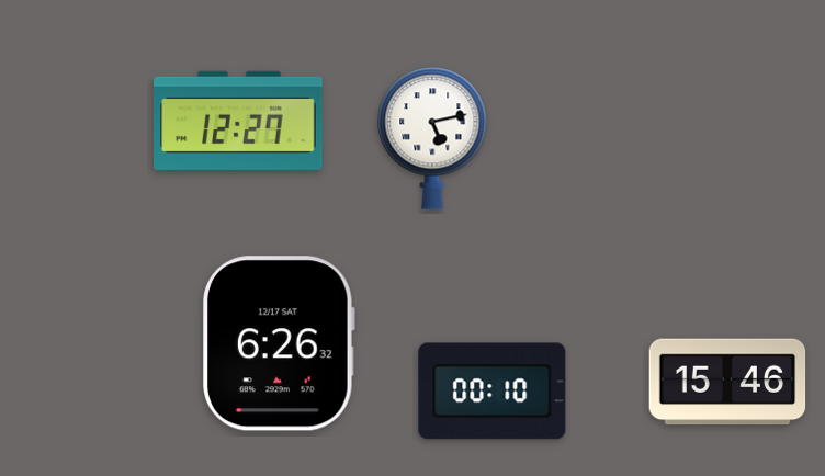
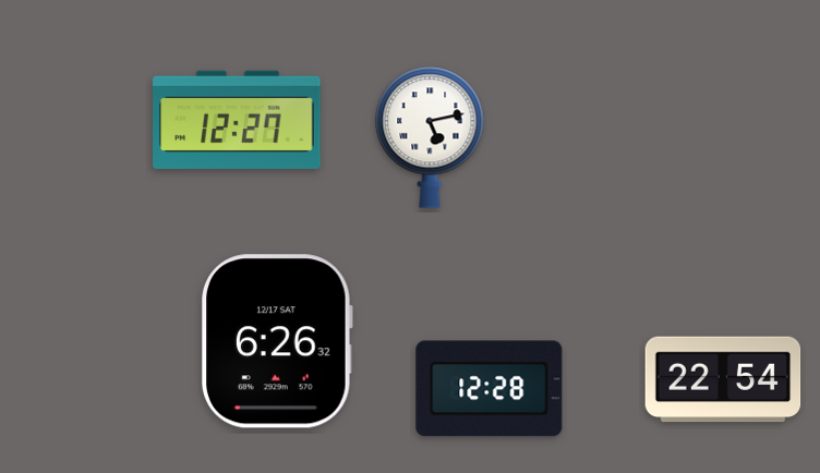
clock at (727, 382): 15:46 -> 22:54
clock at (493, 392): 00:10 -> 12:28
